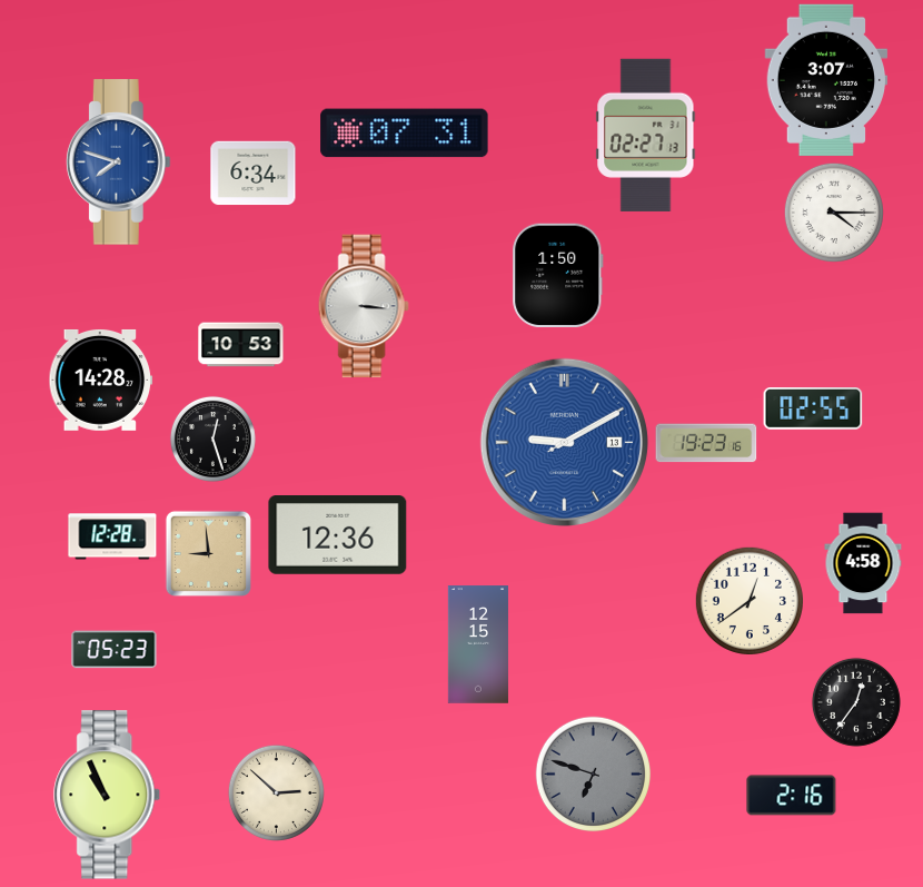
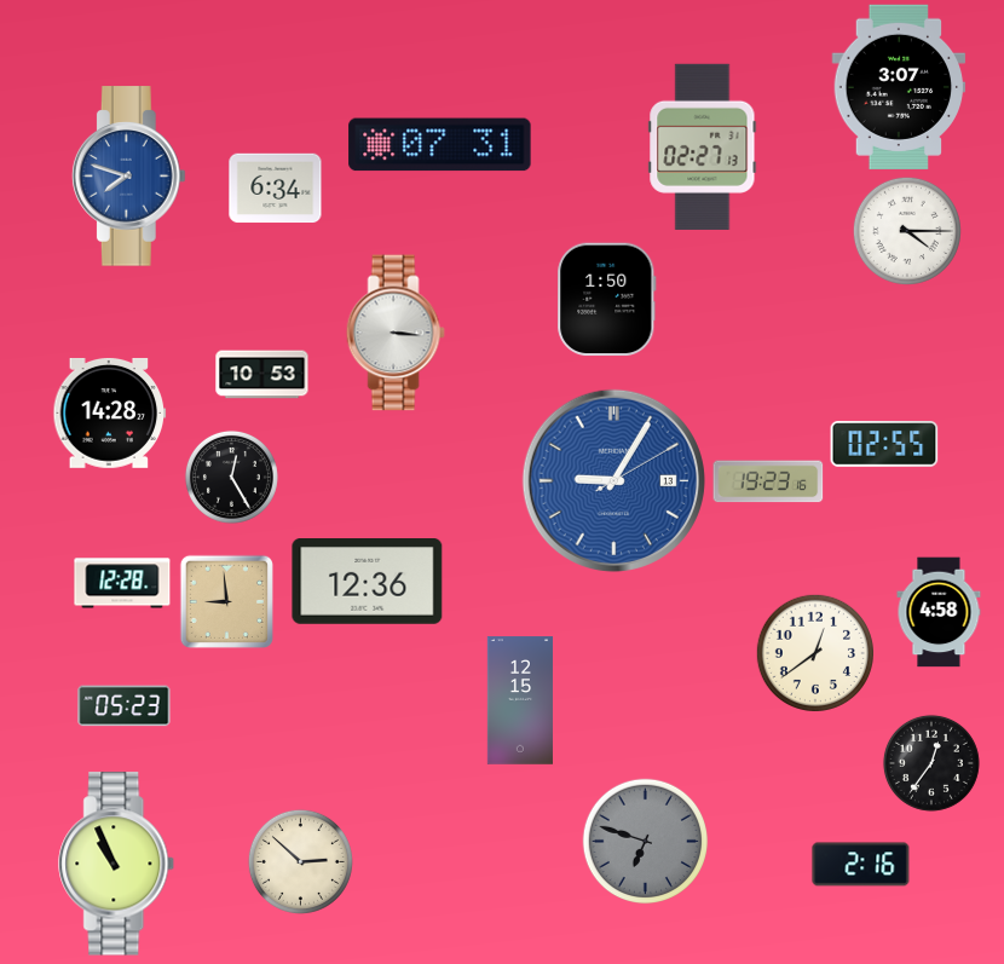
clock at (212, 438): 12:27 -> 12:25
clock at (564, 442): 9:10 -> 9:05
